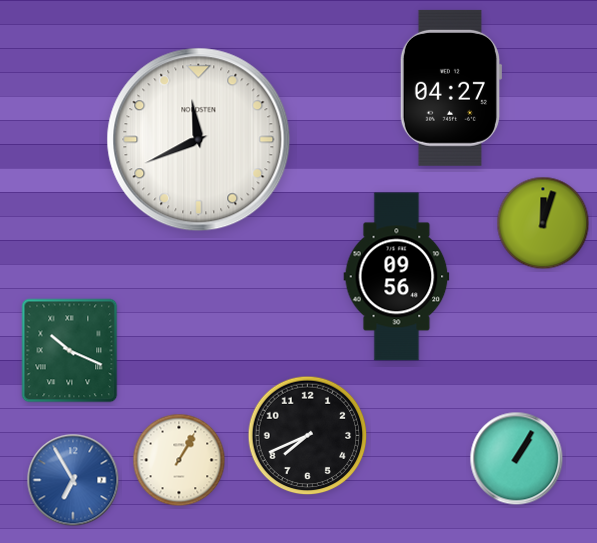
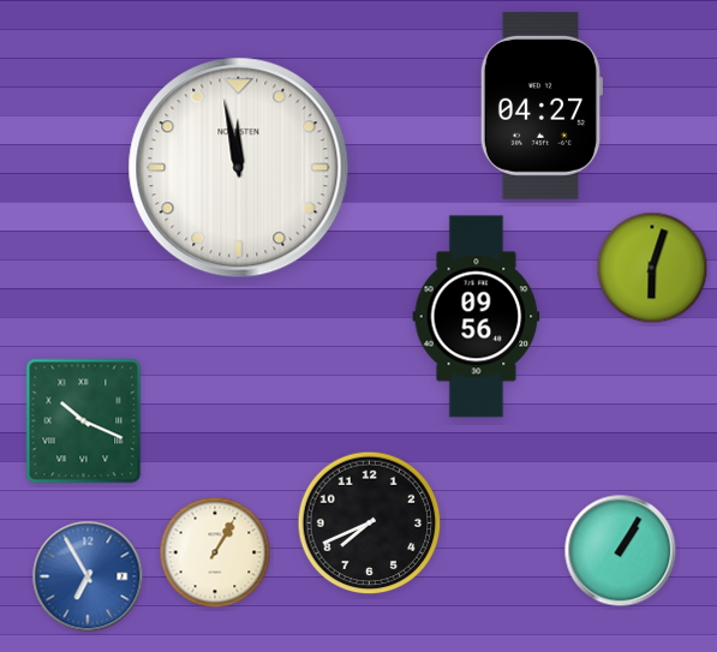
clock at (199, 140): 11:41 -> 11:58
clock at (543, 223): 12:03 -> 6:03
clock at (397, 277) position: (397, 277) -> (477, 317)
